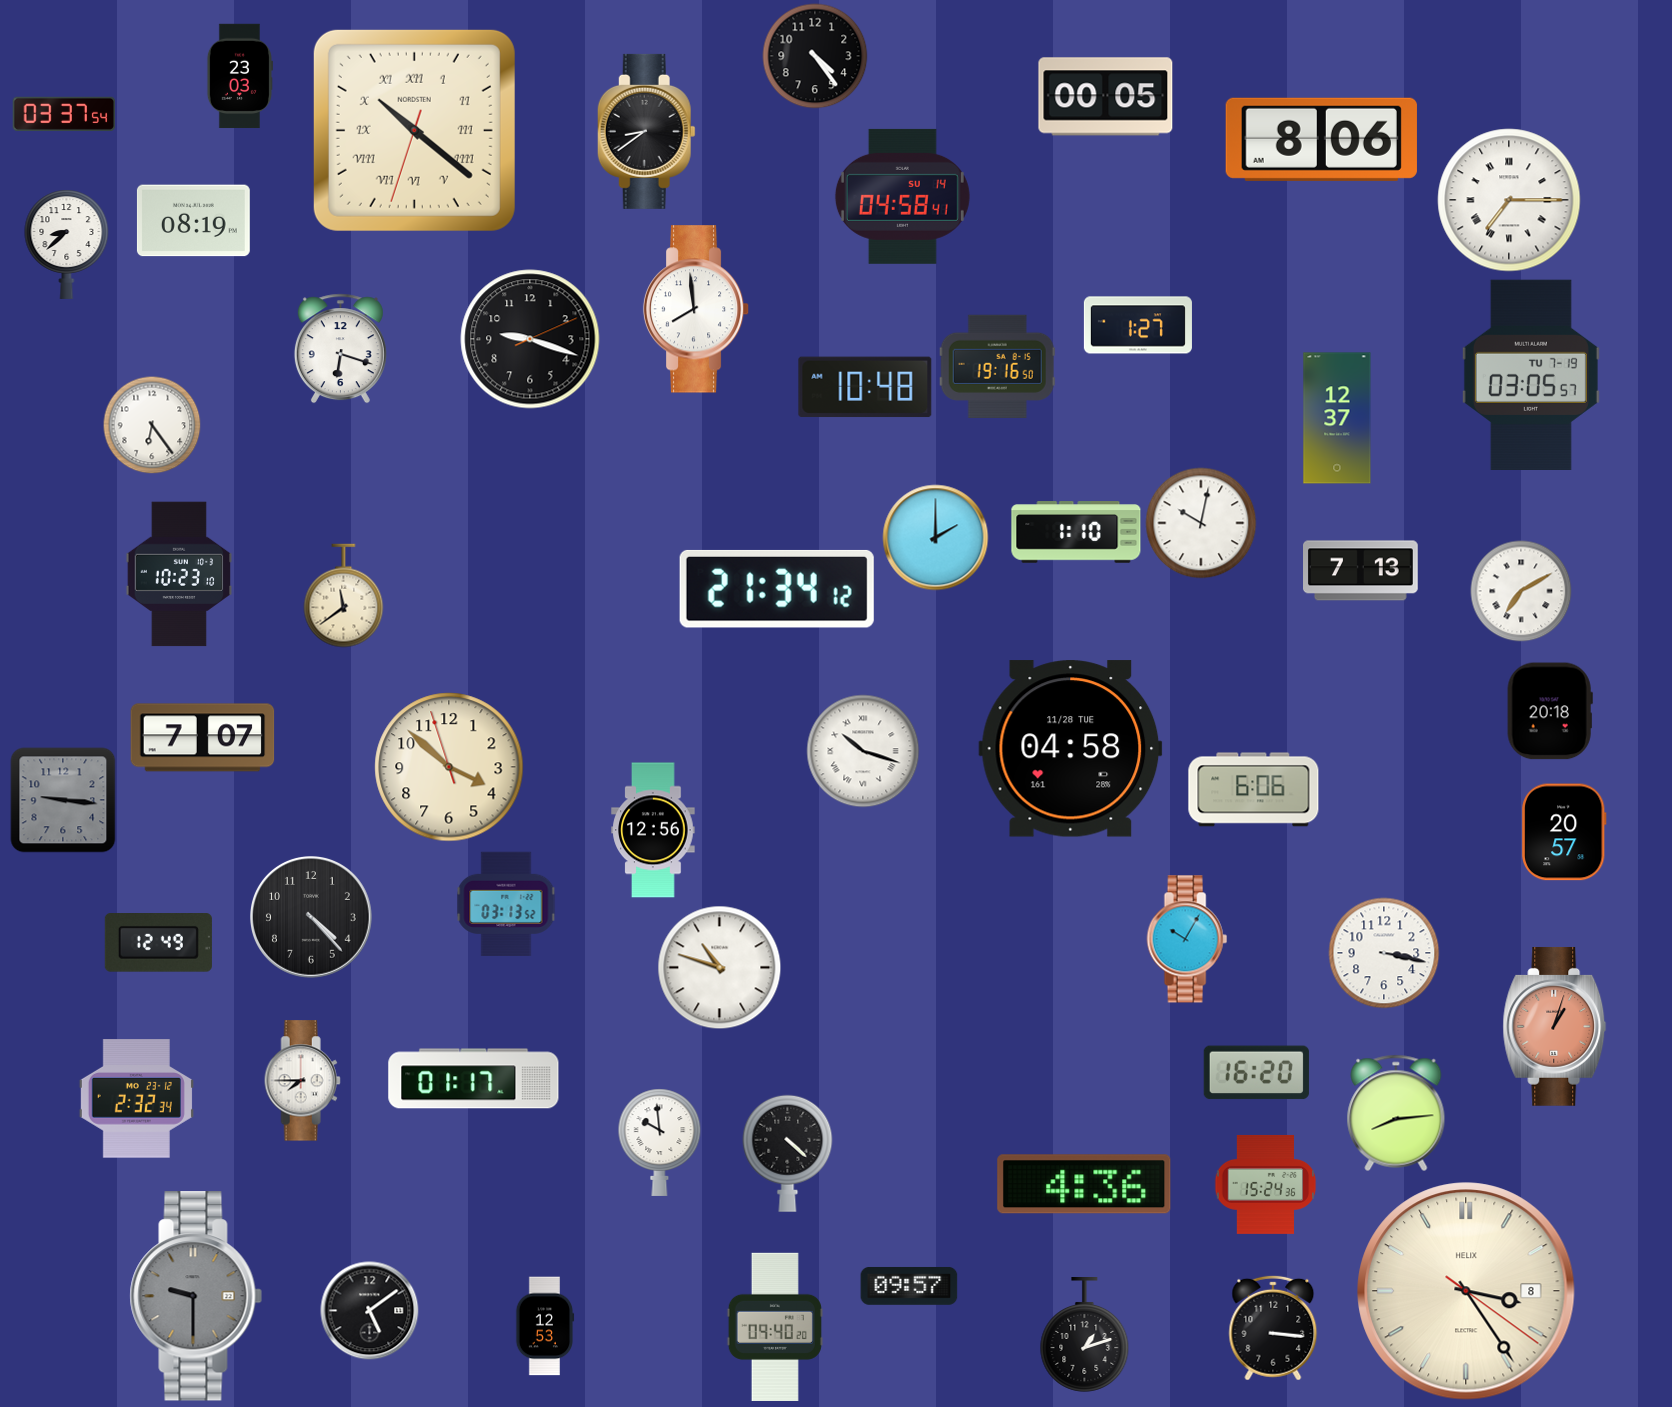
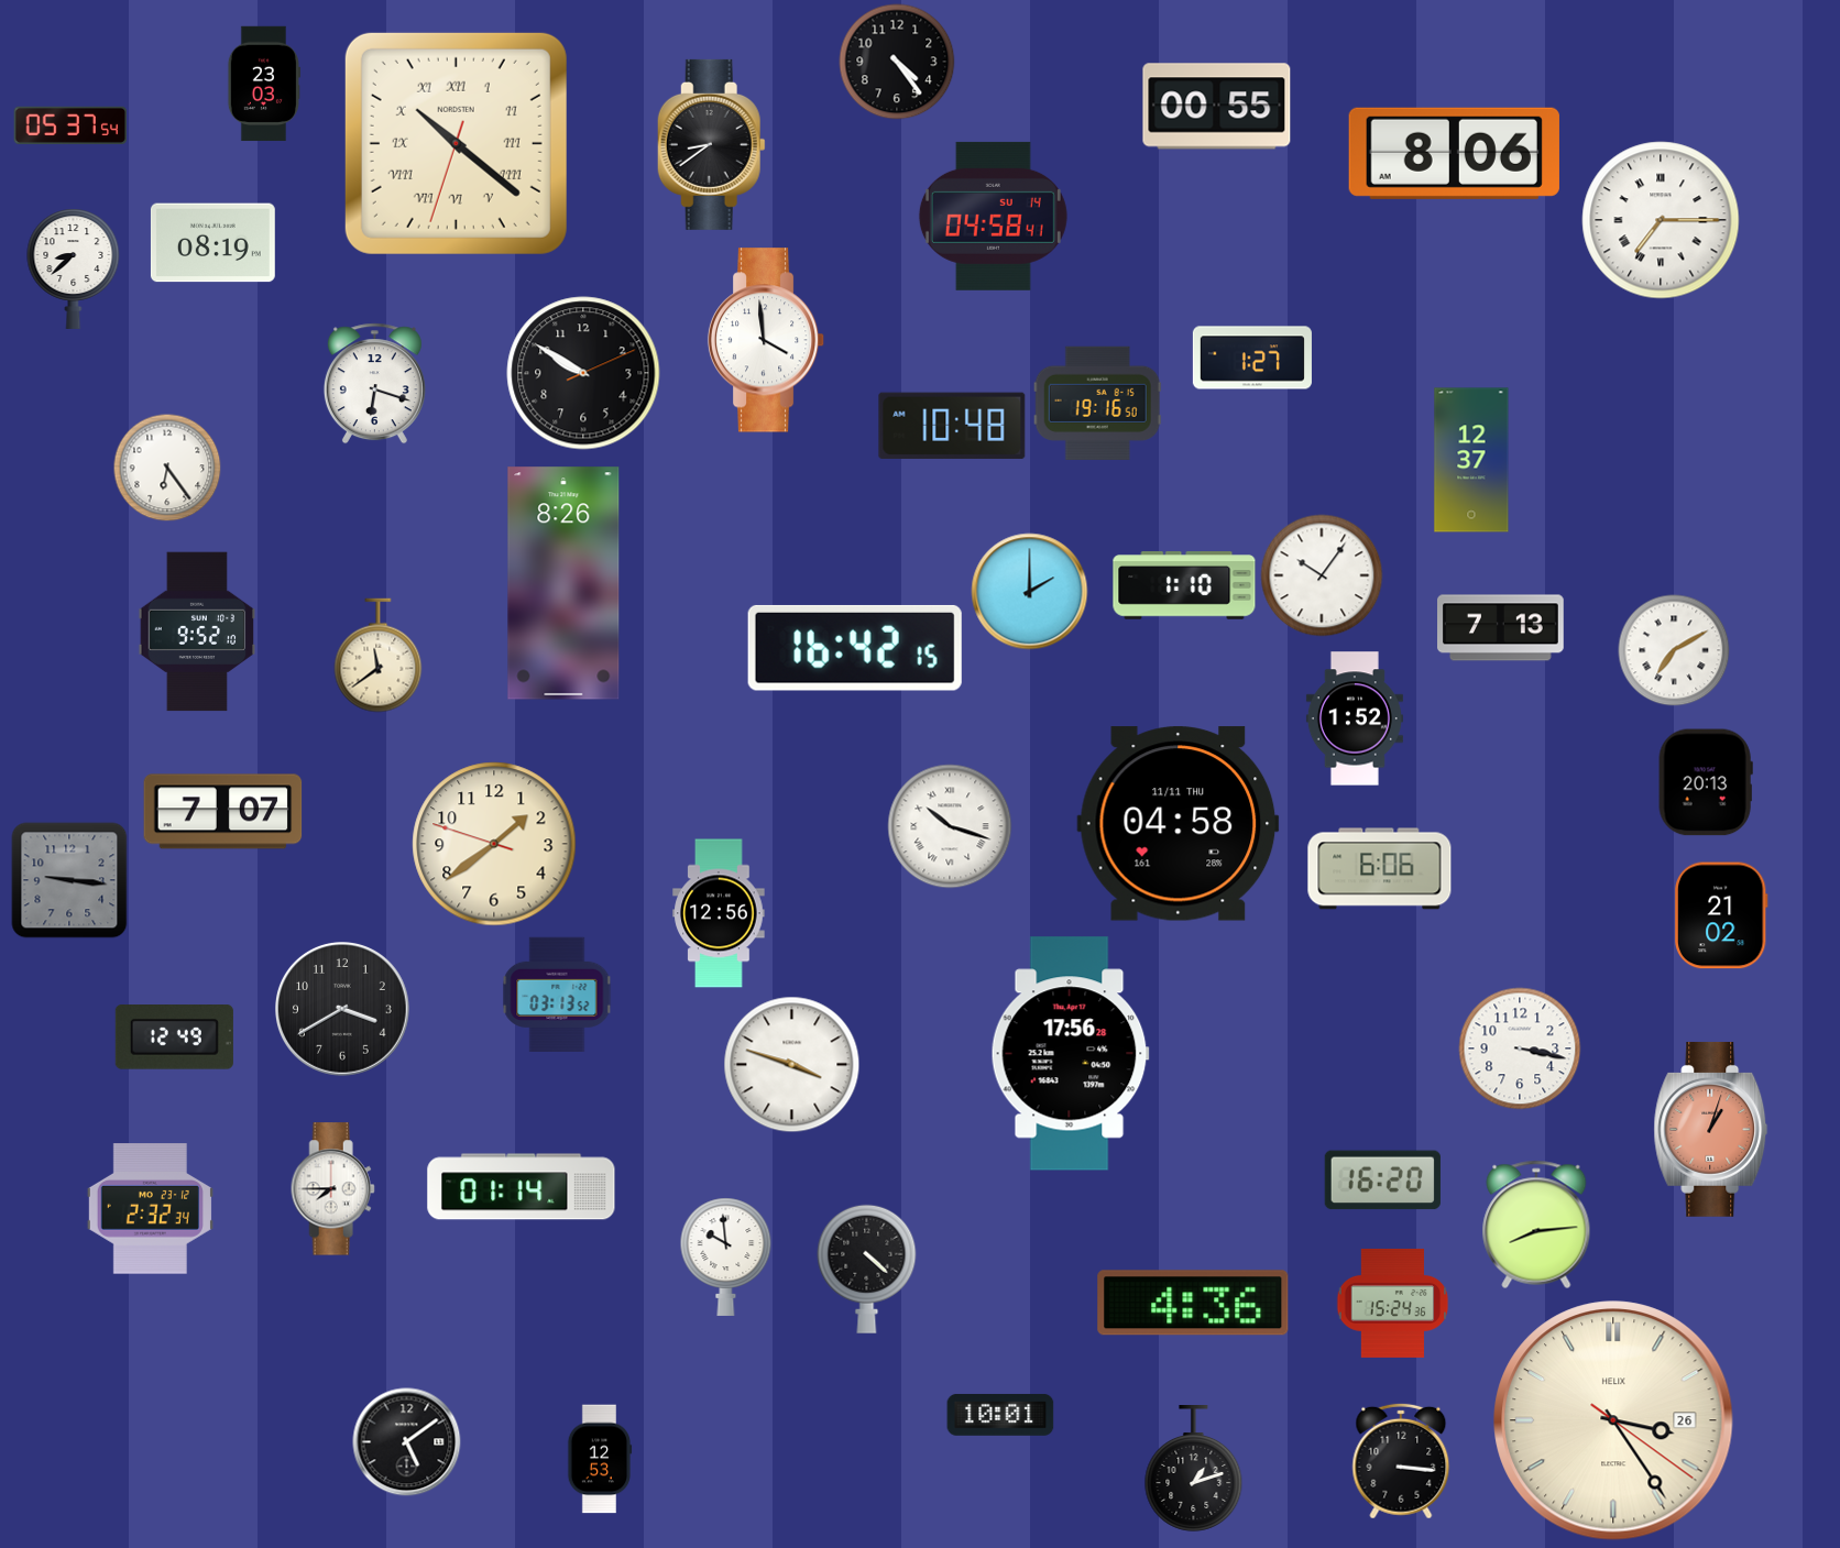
clock at (1106, 97): 00:05 -> 00:55
clock at (64, 114): 03:37 -> 05:37
clock at (696, 309): 7:59 -> 3:59
clock at (530, 339): 9:18 -> 9:50
clock at (1531, 374): 03:05 -> none
clock at (1201, 523): 10:02 -> 10:06
clock at (563, 583): none -> 8:26
clock at (1361, 571) position: (1361, 571) -> (1501, 628)
clock at (179, 574): 10:23 -> 9:52
clock at (777, 589): 21:34 -> 16:42
clock at (1355, 718): none -> 1:52
clock at (1550, 711): 20:18 -> 20:13
clock at (1071, 749) date: 11/28 TUE -> 11/11 THU
clock at (449, 767): 3:51 -> 1:38
clock at (1564, 832): 20:57 -> 21:02
clock at (312, 918): 4:23 -> 3:40
clock at (1187, 939): 10:05 -> none
clock at (1384, 953) position: (1384, 953) -> (1520, 1049)
clock at (1070, 1054): none -> 17:56
clock at (720, 968): 10:48 -> 3:48
clock at (474, 1079): 01:17 -> 01:14
clock at (909, 1286): 09:57 -> 10:01
clock at (1466, 1291) date: 8 -> 26
clock at (196, 1296): 9:30 -> none
clock at (775, 1326): 09:40 -> none
